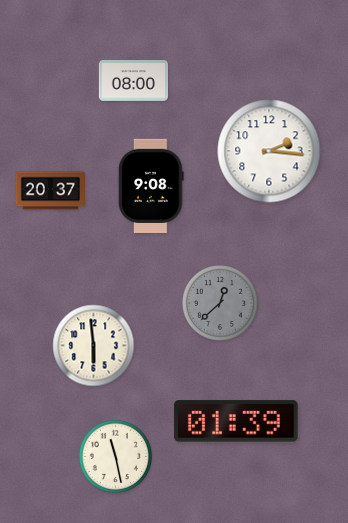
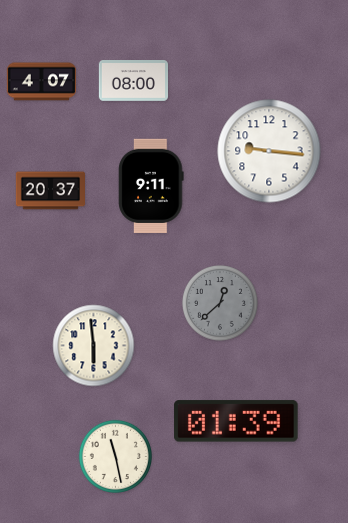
clock at (41, 82): none -> 4:07
clock at (269, 151): 2:16 -> 9:16
clock at (151, 185): 9:08 -> 9:11
